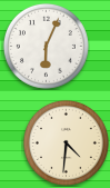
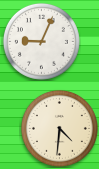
clock at (46, 46): 6:04 -> 9:04
